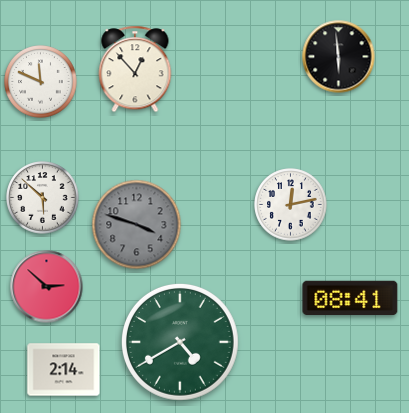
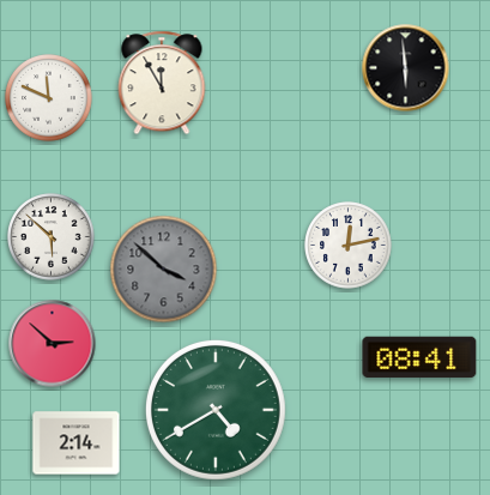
clock at (135, 69): 12:53 -> 11:55
clock at (137, 225): 3:48 -> 3:52
clock at (47, 287) position: (47, 287) -> (53, 344)
